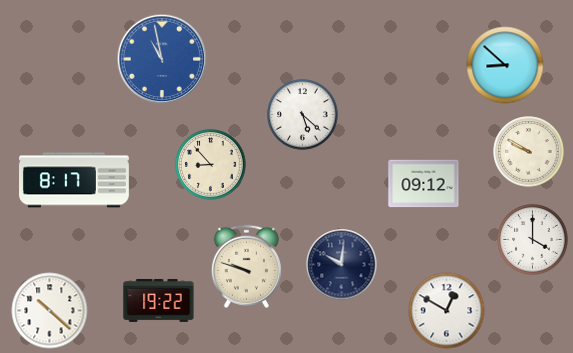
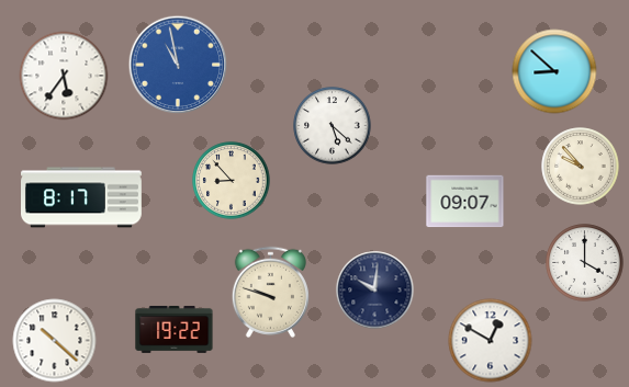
clock at (64, 76): none -> 5:36
clock at (529, 152): 9:50 -> 9:53
clock at (424, 184): 09:12 -> 09:07
